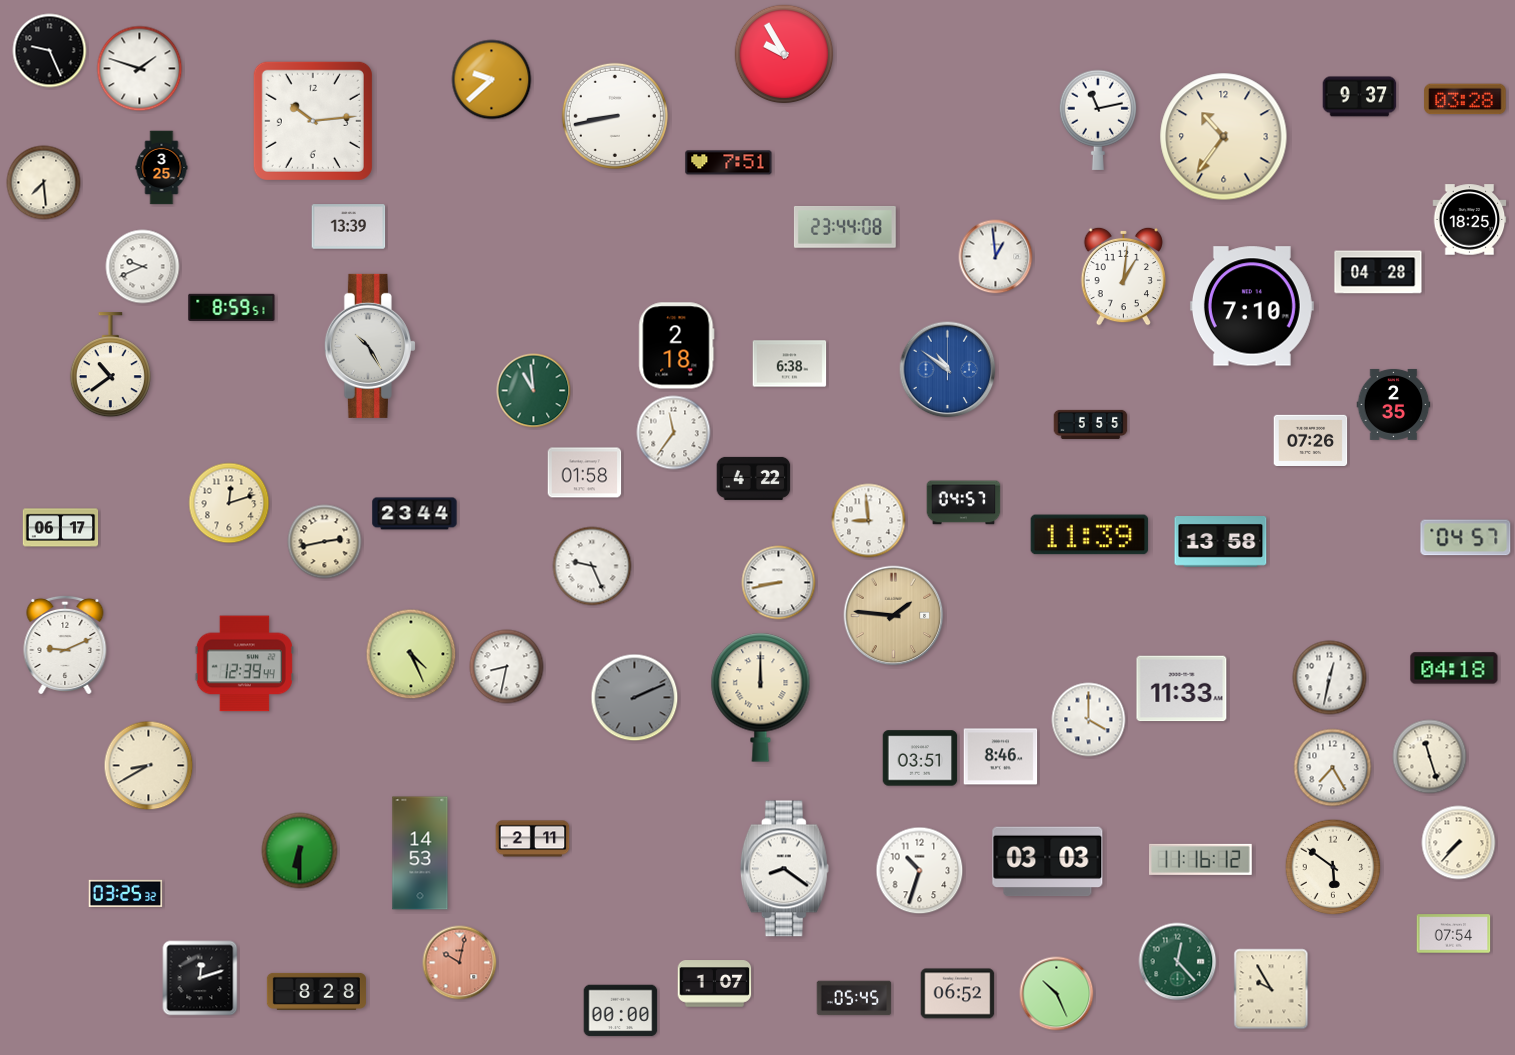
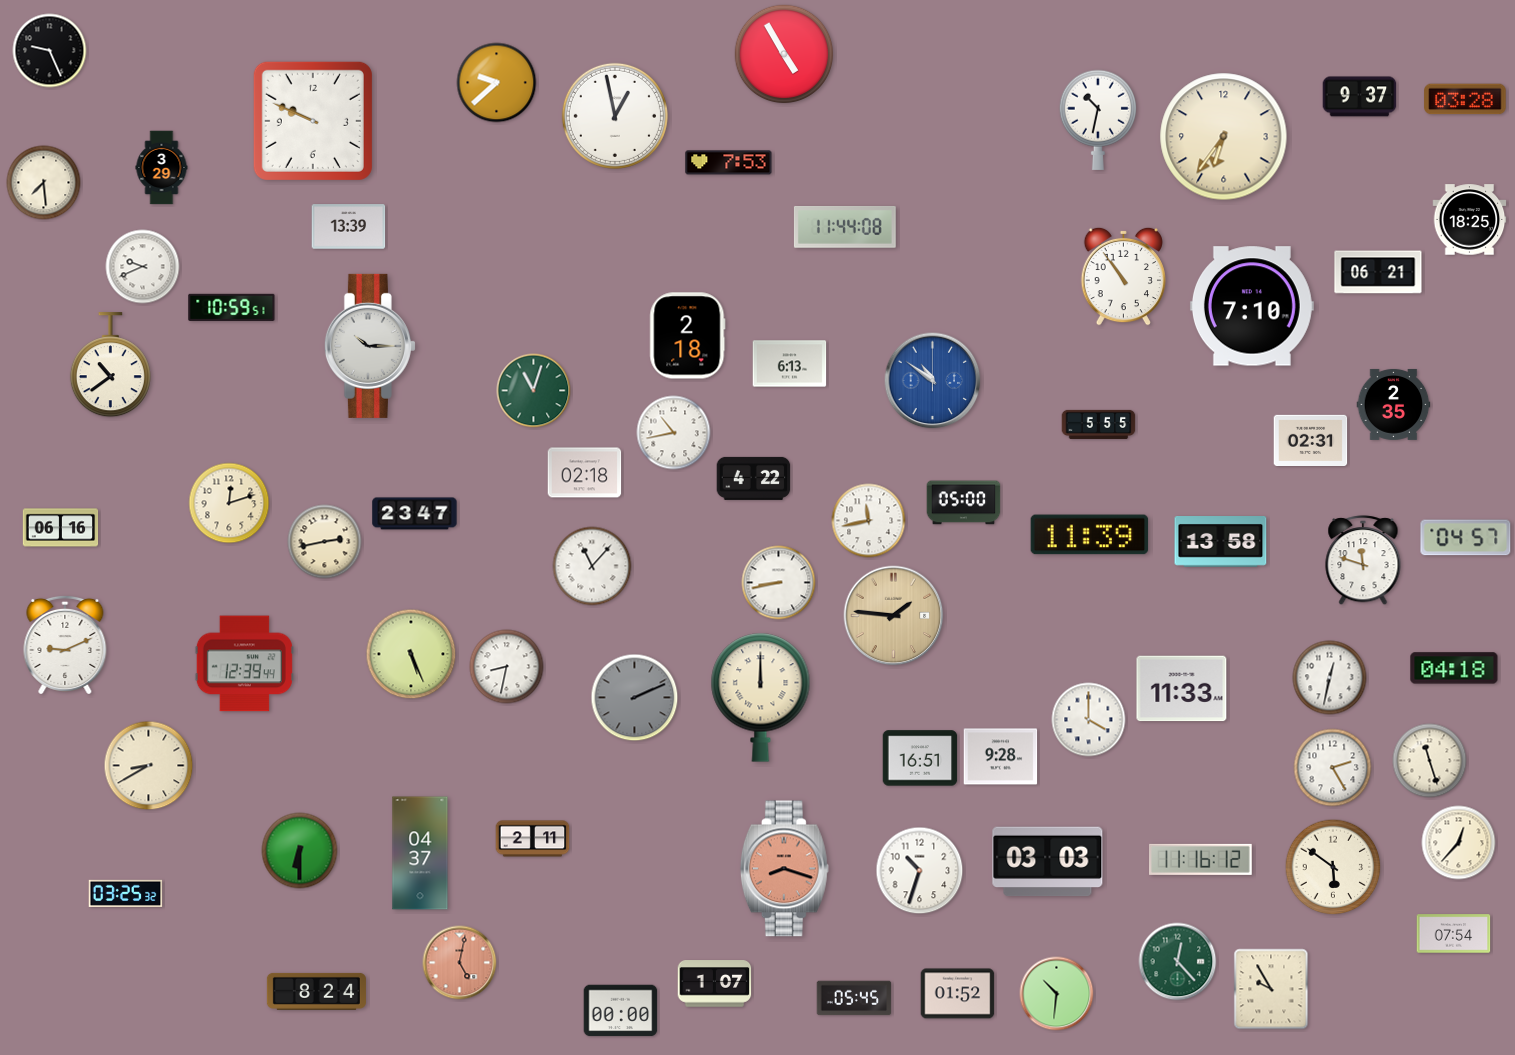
clock at (784, 54): 9:55 -> 4:55
clock at (140, 69): 1:48 -> none
clock at (492, 80) position: (492, 80) -> (497, 83)
clock at (615, 116): 8:43 -> 12:58
clock at (1098, 120): 11:13 -> 10:32
clock at (313, 121): 10:14 -> 9:49
clock at (1224, 137): 10:36 -> 6:36
clock at (729, 163): 7:51 -> 7:53
clock at (162, 168): 3:25 -> 3:29
clock at (845, 227): 23:44 -> 11:44
clock at (996, 257): 12:59 -> none
clock at (1378, 272): 04:28 -> 06:21
clock at (1123, 276): 1:01 -> 10:54
clock at (232, 307): 8:59 -> 10:59
clock at (370, 346): 10:25 -> 10:15
clock at (677, 346) position: (677, 346) -> (688, 336)
clock at (790, 364): 6:38 -> 6:13
clock at (948, 370) position: (948, 370) -> (933, 381)
clock at (534, 391): 10:59 -> 11:03
clock at (1091, 424) position: (1091, 424) -> (1099, 424)
clock at (674, 433): 11:36 -> 10:43
clock at (1311, 440): 07:26 -> 02:31
clock at (585, 473): 01:58 -> 02:18
clock at (964, 503): 04:57 -> 05:00
clock at (415, 514): 23:44 -> 23:47
clock at (869, 521): 8:59 -> 11:43
clock at (61, 528): 06:17 -> 06:16
clock at (1363, 561): none -> 11:48
clock at (592, 566): 9:26 -> 11:07
clock at (411, 654): 4:26 -> 5:26
clock at (1001, 757): 8:46 -> 9:28
clock at (1430, 757) position: (1430, 757) -> (1430, 761)
clock at (920, 758): 03:51 -> 16:51
clock at (1333, 768): 7:25 -> 2:25
clock at (1459, 843): 7:37 -> 12:37
clock at (420, 853): 14:53 -> 04:37
clock at (784, 869): 8:21 -> 8:18
clock at (784, 869) dial: white -> salmon
clock at (460, 963): 10:02 -> 5:02
clock at (200, 978): 12:12 -> none
clock at (316, 991): 8:28 -> 8:24
clock at (958, 994): 06:52 -> 01:52
clock at (1057, 994): 10:26 -> 10:31
